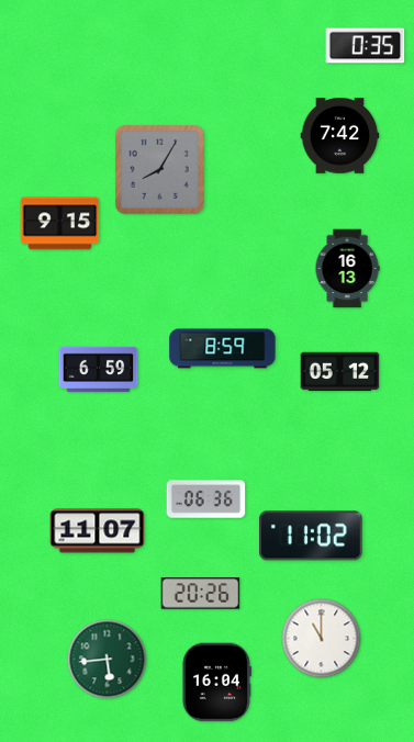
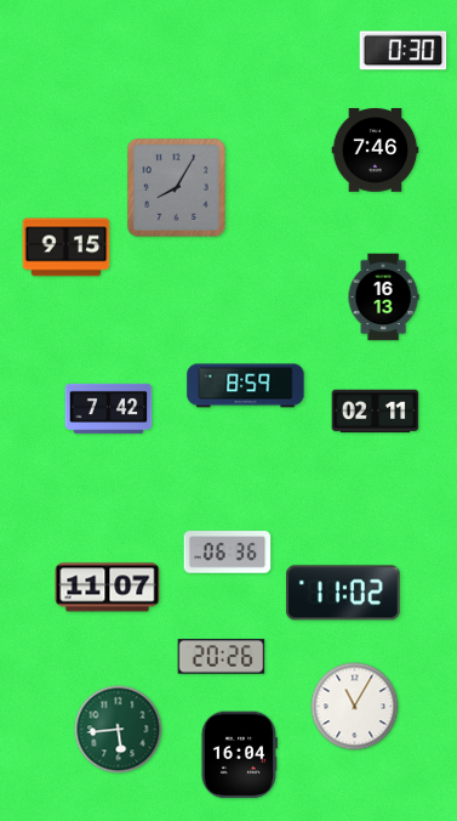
clock at (366, 46): 0:35 -> 0:30
clock at (340, 136): 7:42 -> 7:46
clock at (99, 369): 6:59 -> 7:42
clock at (340, 372): 05:12 -> 02:11
clock at (322, 639): 11:00 -> 11:05
